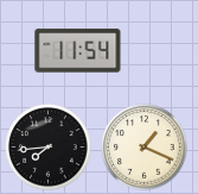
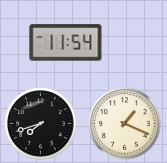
clock at (49, 148): 7:44 -> 7:42
clock at (145, 148) position: (145, 148) -> (125, 124)
